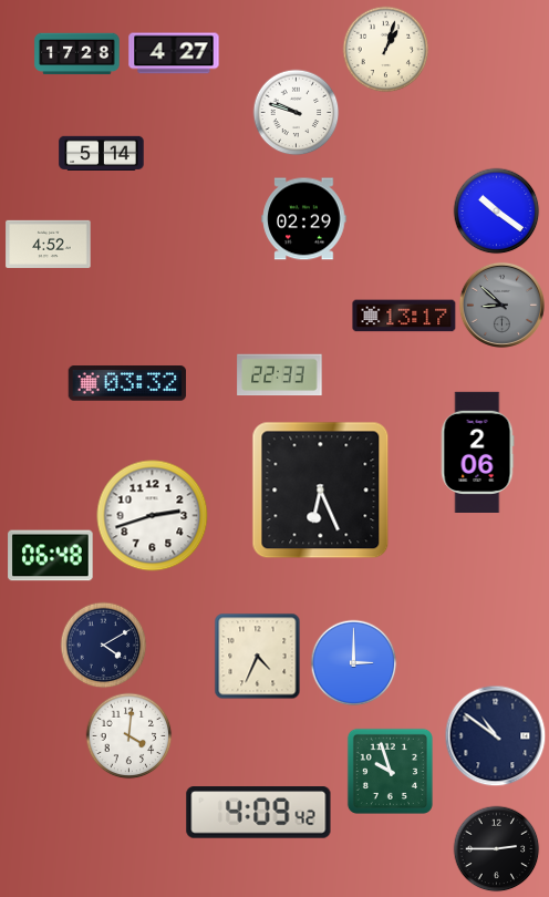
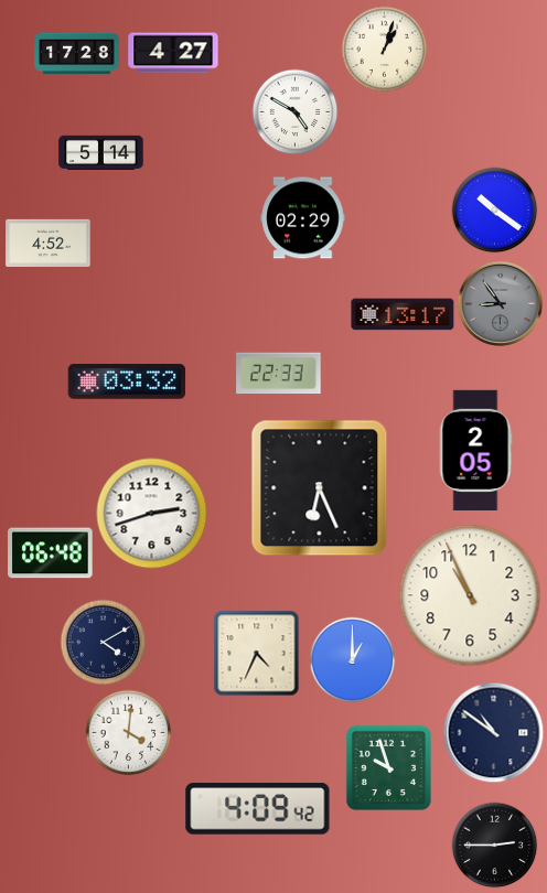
clock at (296, 112): 9:48 -> 4:50
clock at (501, 305): 8:52 -> 8:54
clock at (477, 452): 2:06 -> 2:05
clock at (470, 595): none -> 10:56
clock at (353, 662): 3:00 -> 1:00
